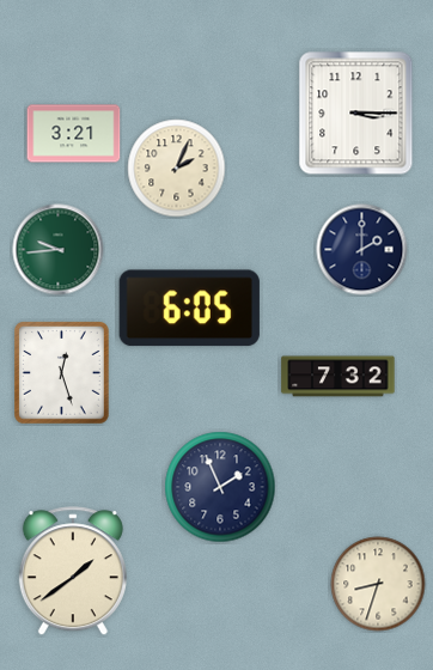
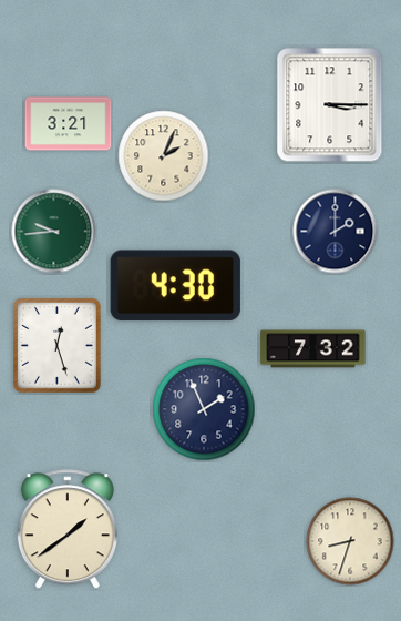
clock at (189, 309): 6:05 -> 4:30
clock at (220, 487) position: (220, 487) -> (204, 409)
